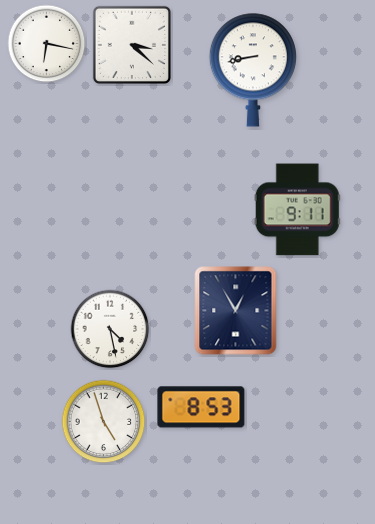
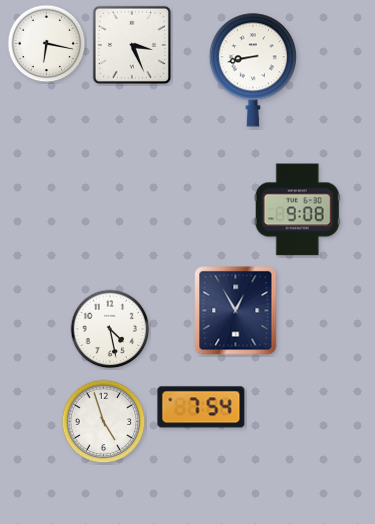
clock at (131, 44): 3:22 -> 3:26
clock at (297, 210): 9:11 -> 9:08
clock at (201, 407): 8:53 -> 7:54
